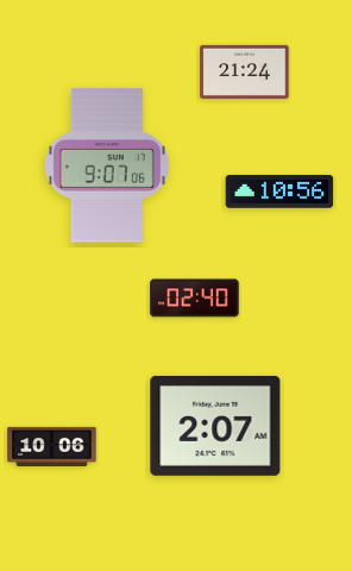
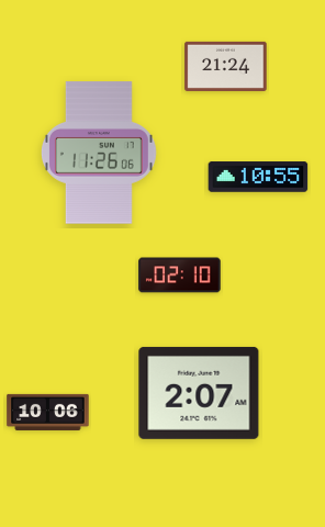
clock at (107, 165): 9:07 -> 11:26
clock at (279, 192): 10:56 -> 10:55
clock at (195, 299): 02:40 -> 02:10
